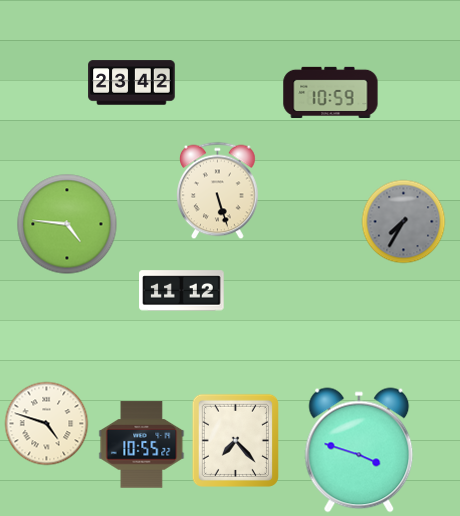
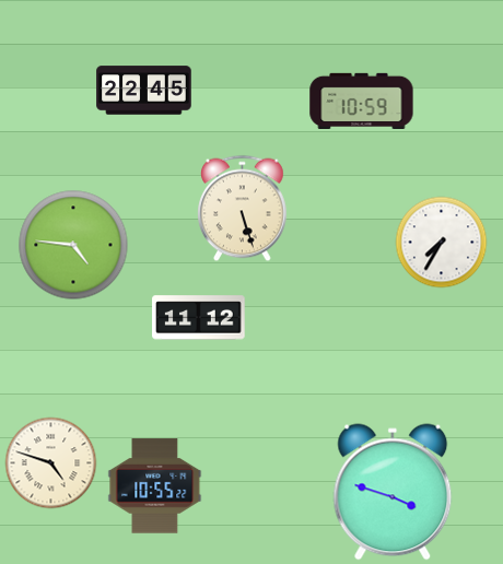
clock at (132, 83): 23:42 -> 22:45
clock at (218, 190) position: (218, 190) -> (243, 208)
clock at (403, 221) dial: grey -> white
clock at (235, 440): 7:23 -> none
